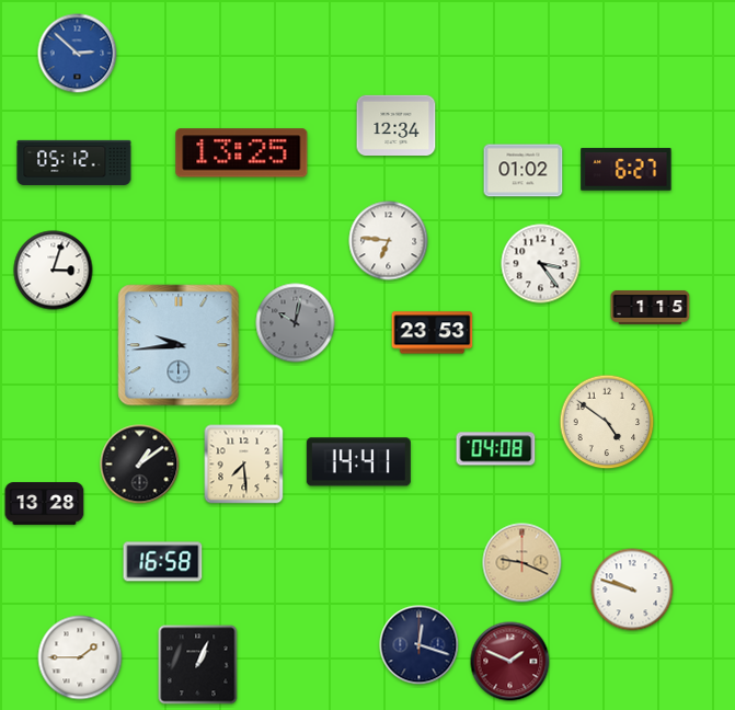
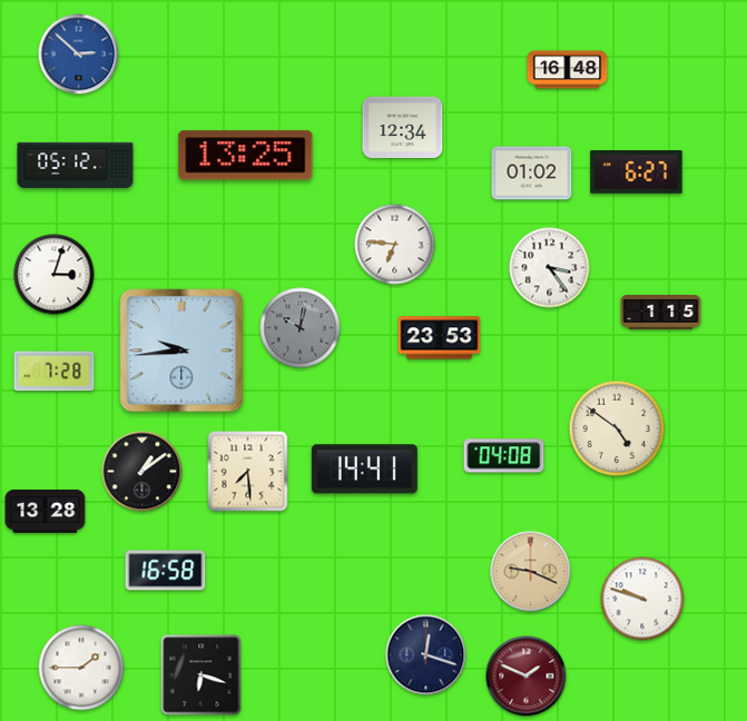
clock at (568, 70): none -> 16:48
clock at (55, 372): none -> 7:28
clock at (510, 662) position: (510, 662) -> (527, 676)
clock at (198, 665): 1:04 -> 6:18
